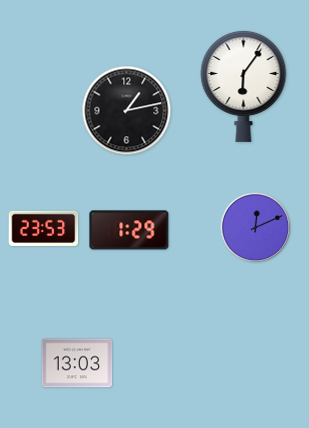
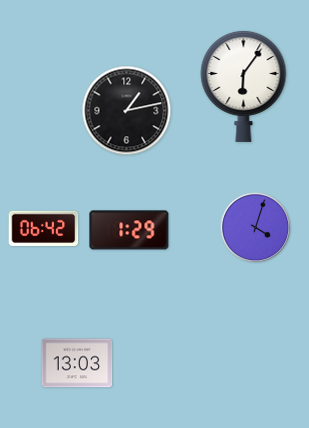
clock at (44, 228): 23:53 -> 06:42
clock at (256, 228): 12:11 -> 4:03
